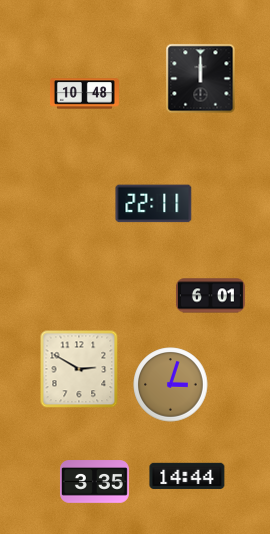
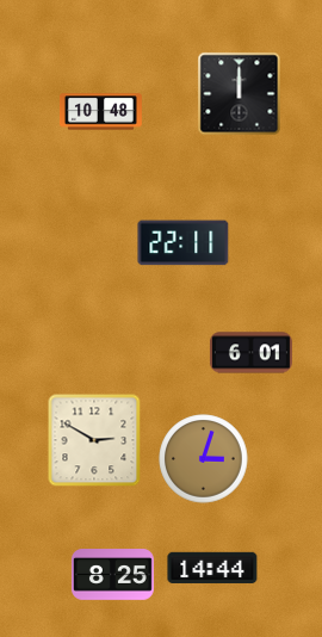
clock at (187, 476) position: (187, 476) -> (212, 568)
clock at (94, 482): 3:35 -> 8:25
